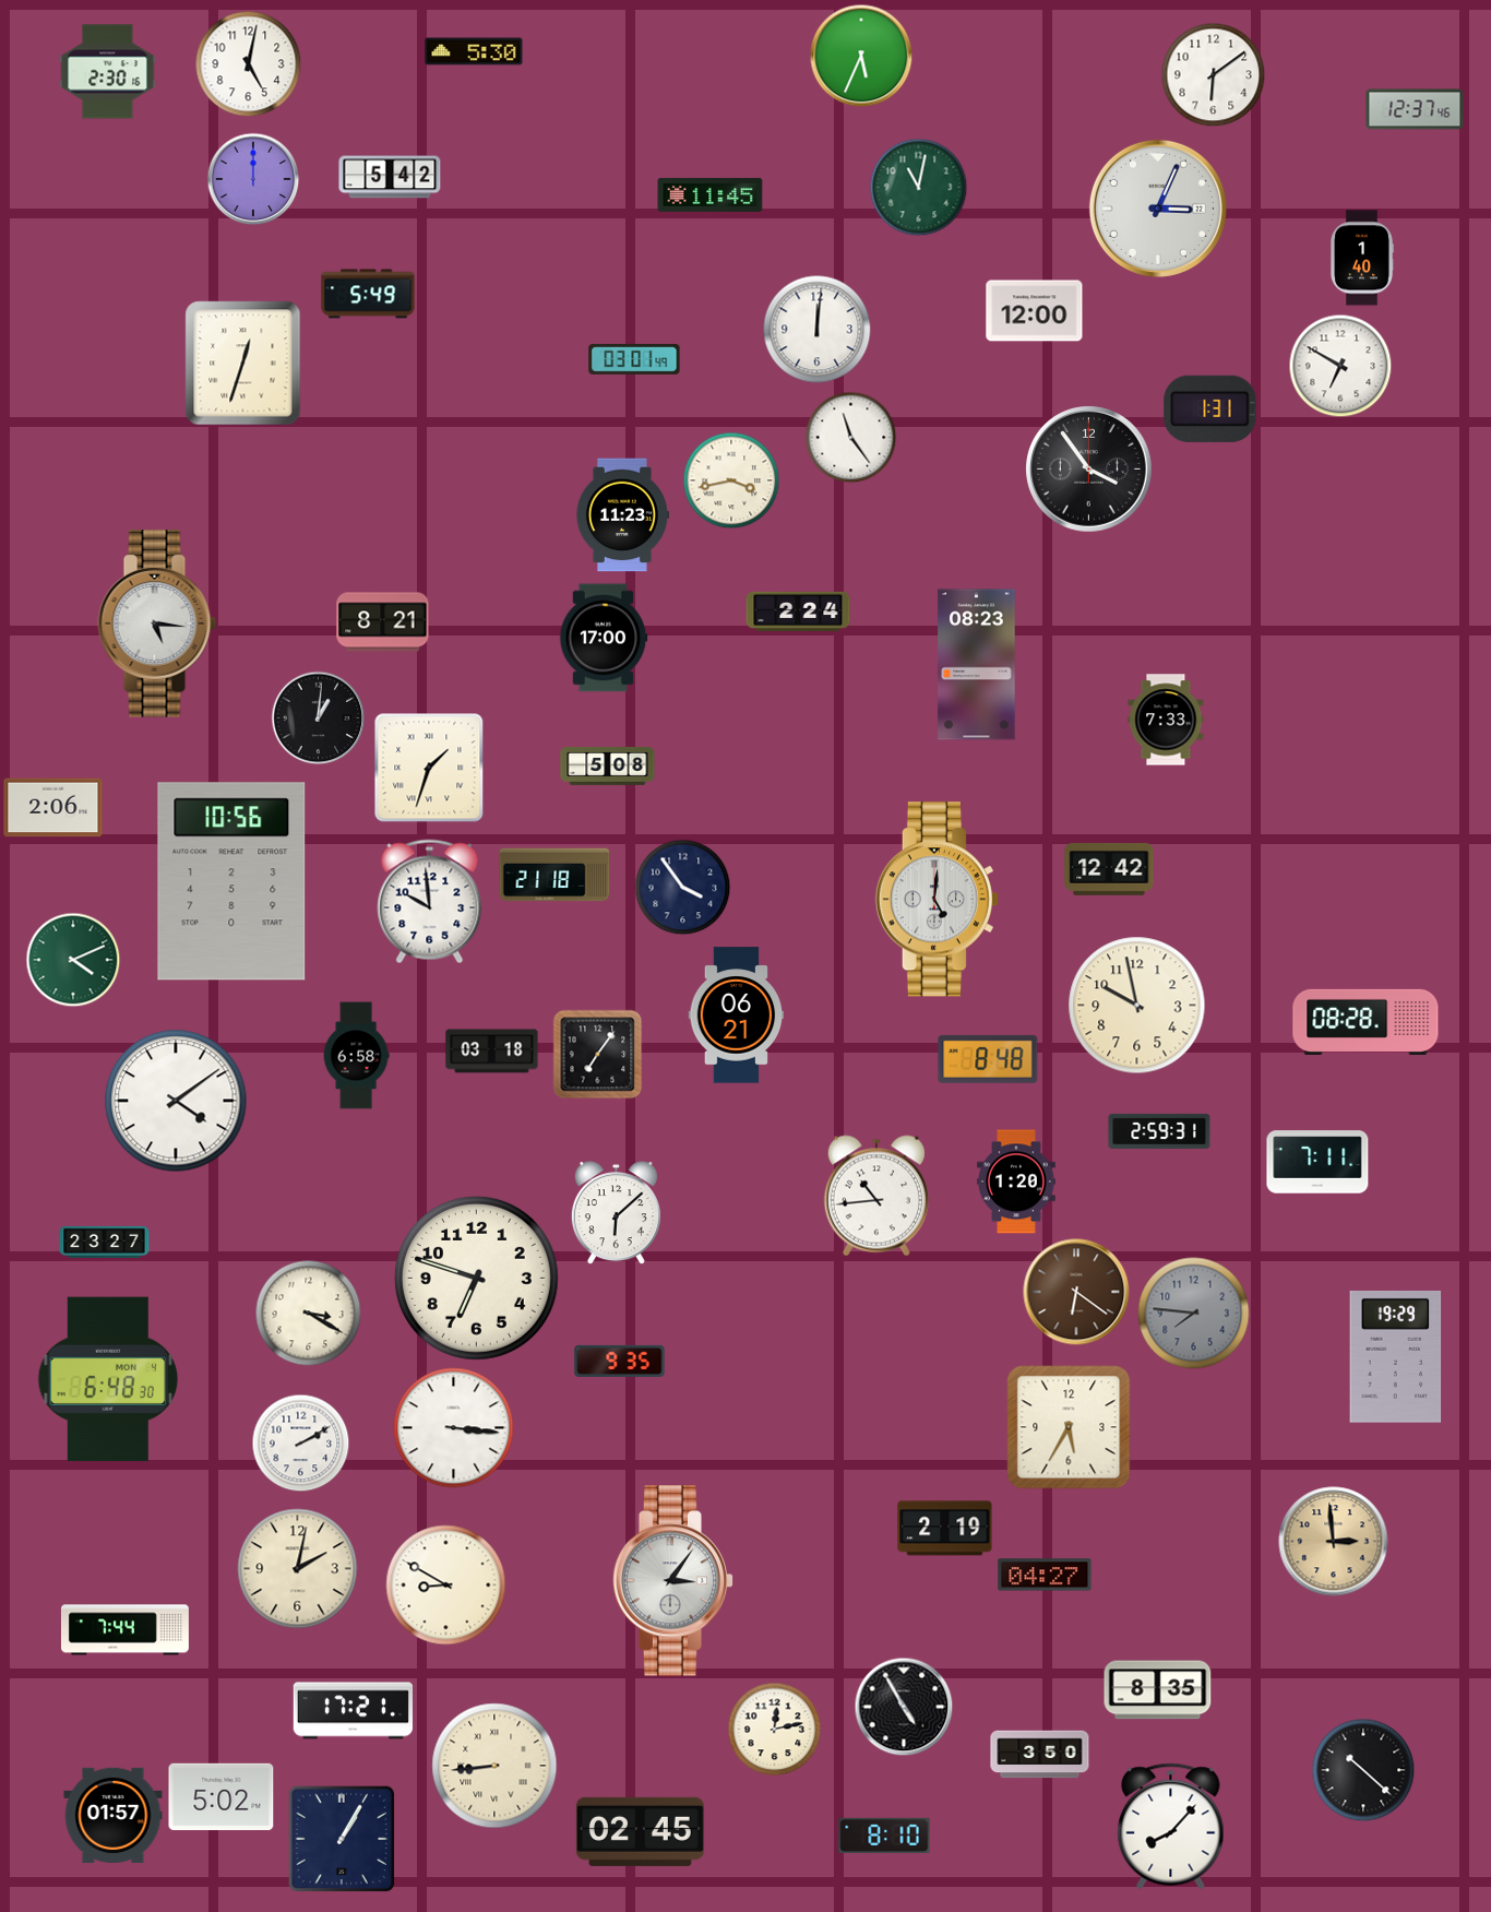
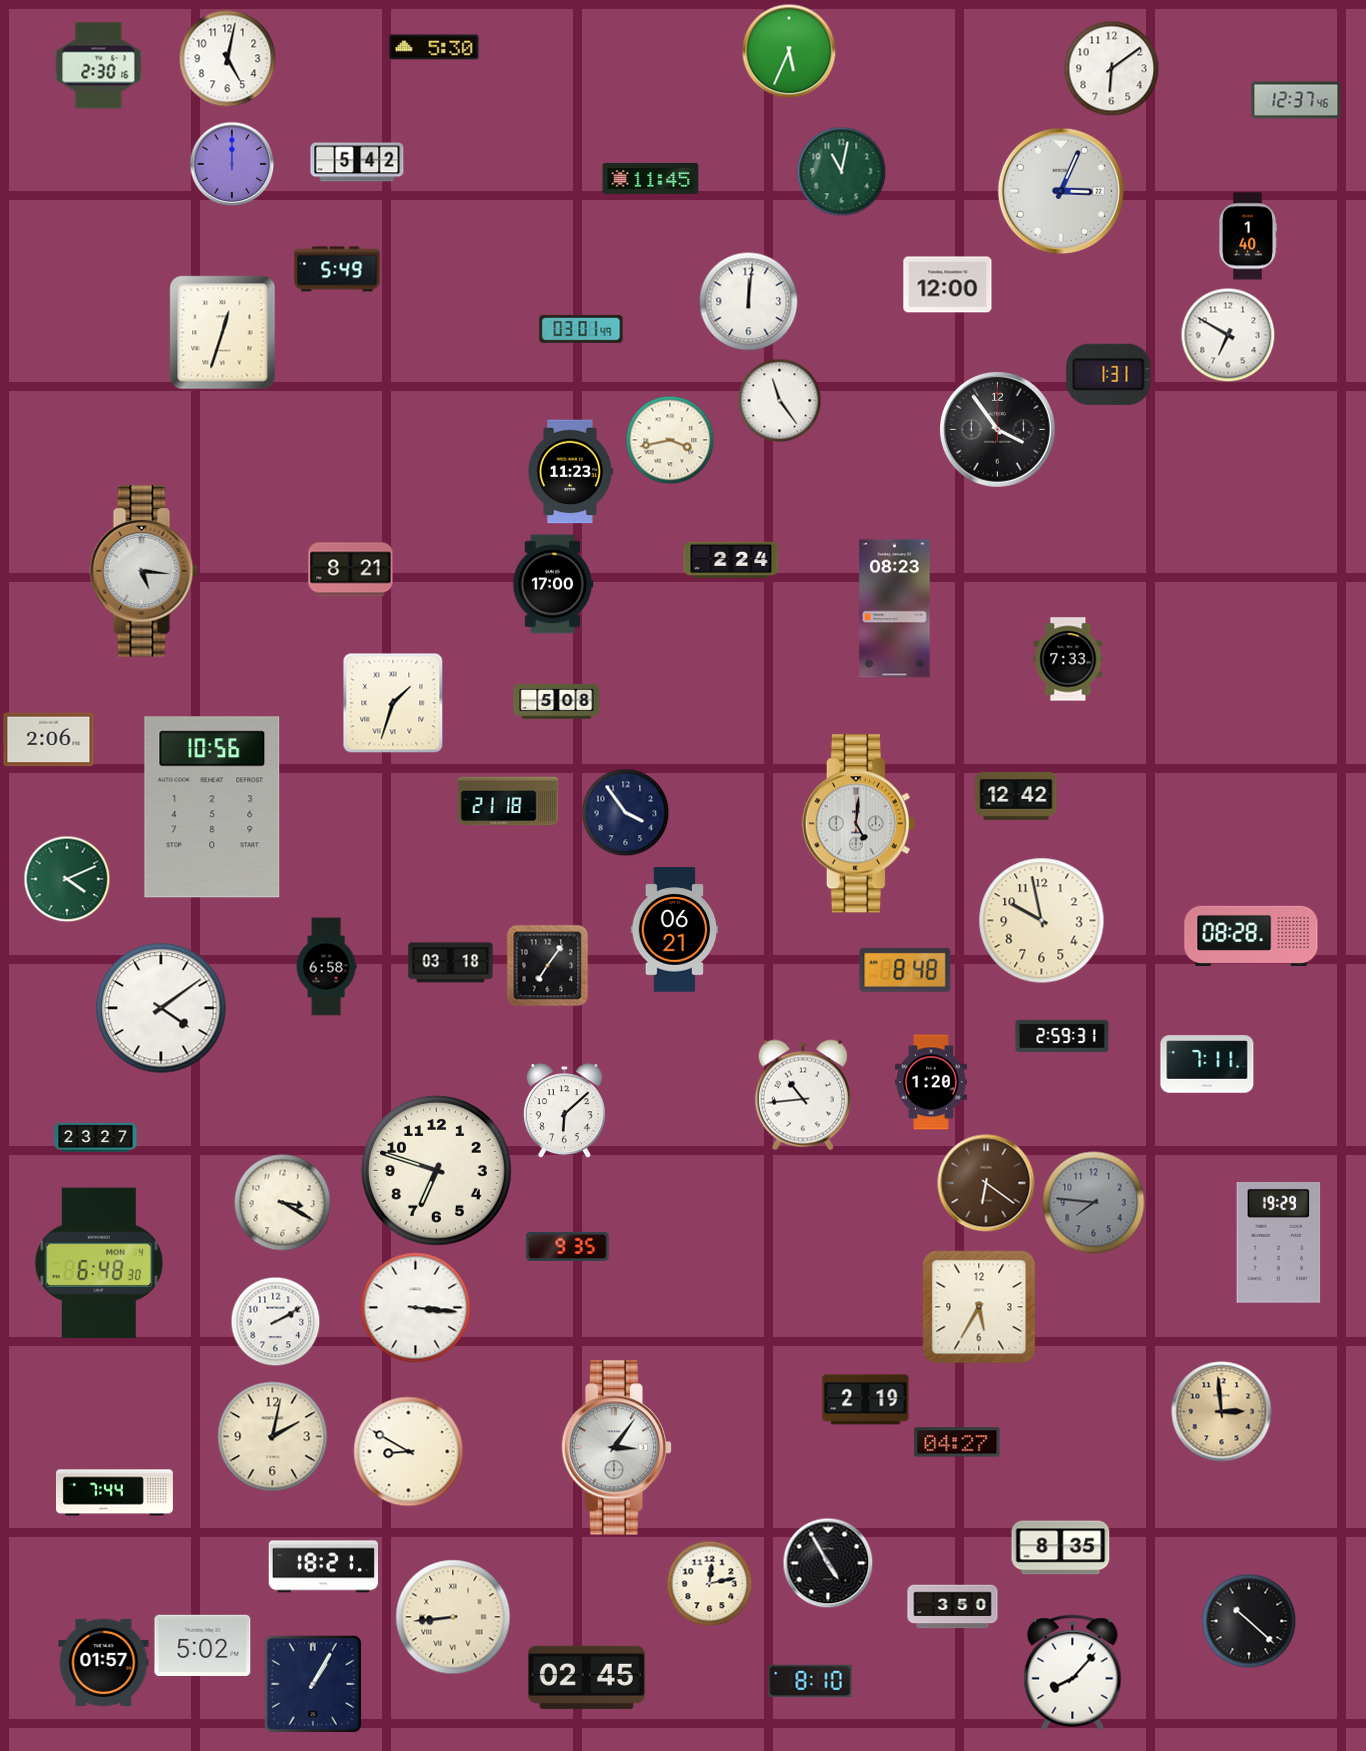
clock at (318, 717): 1:01 -> none
clock at (430, 902): 9:59 -> none
clock at (353, 1711): 17:21 -> 18:21
